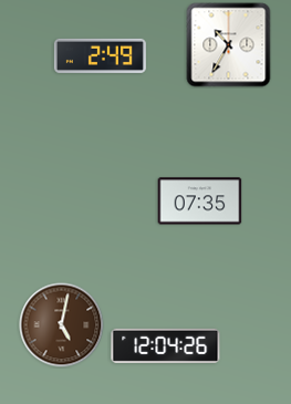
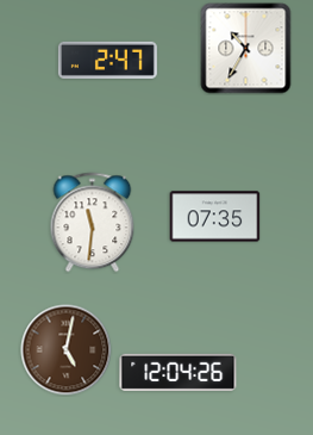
clock at (100, 55): 2:49 -> 2:47
clock at (93, 223): none -> 11:31
